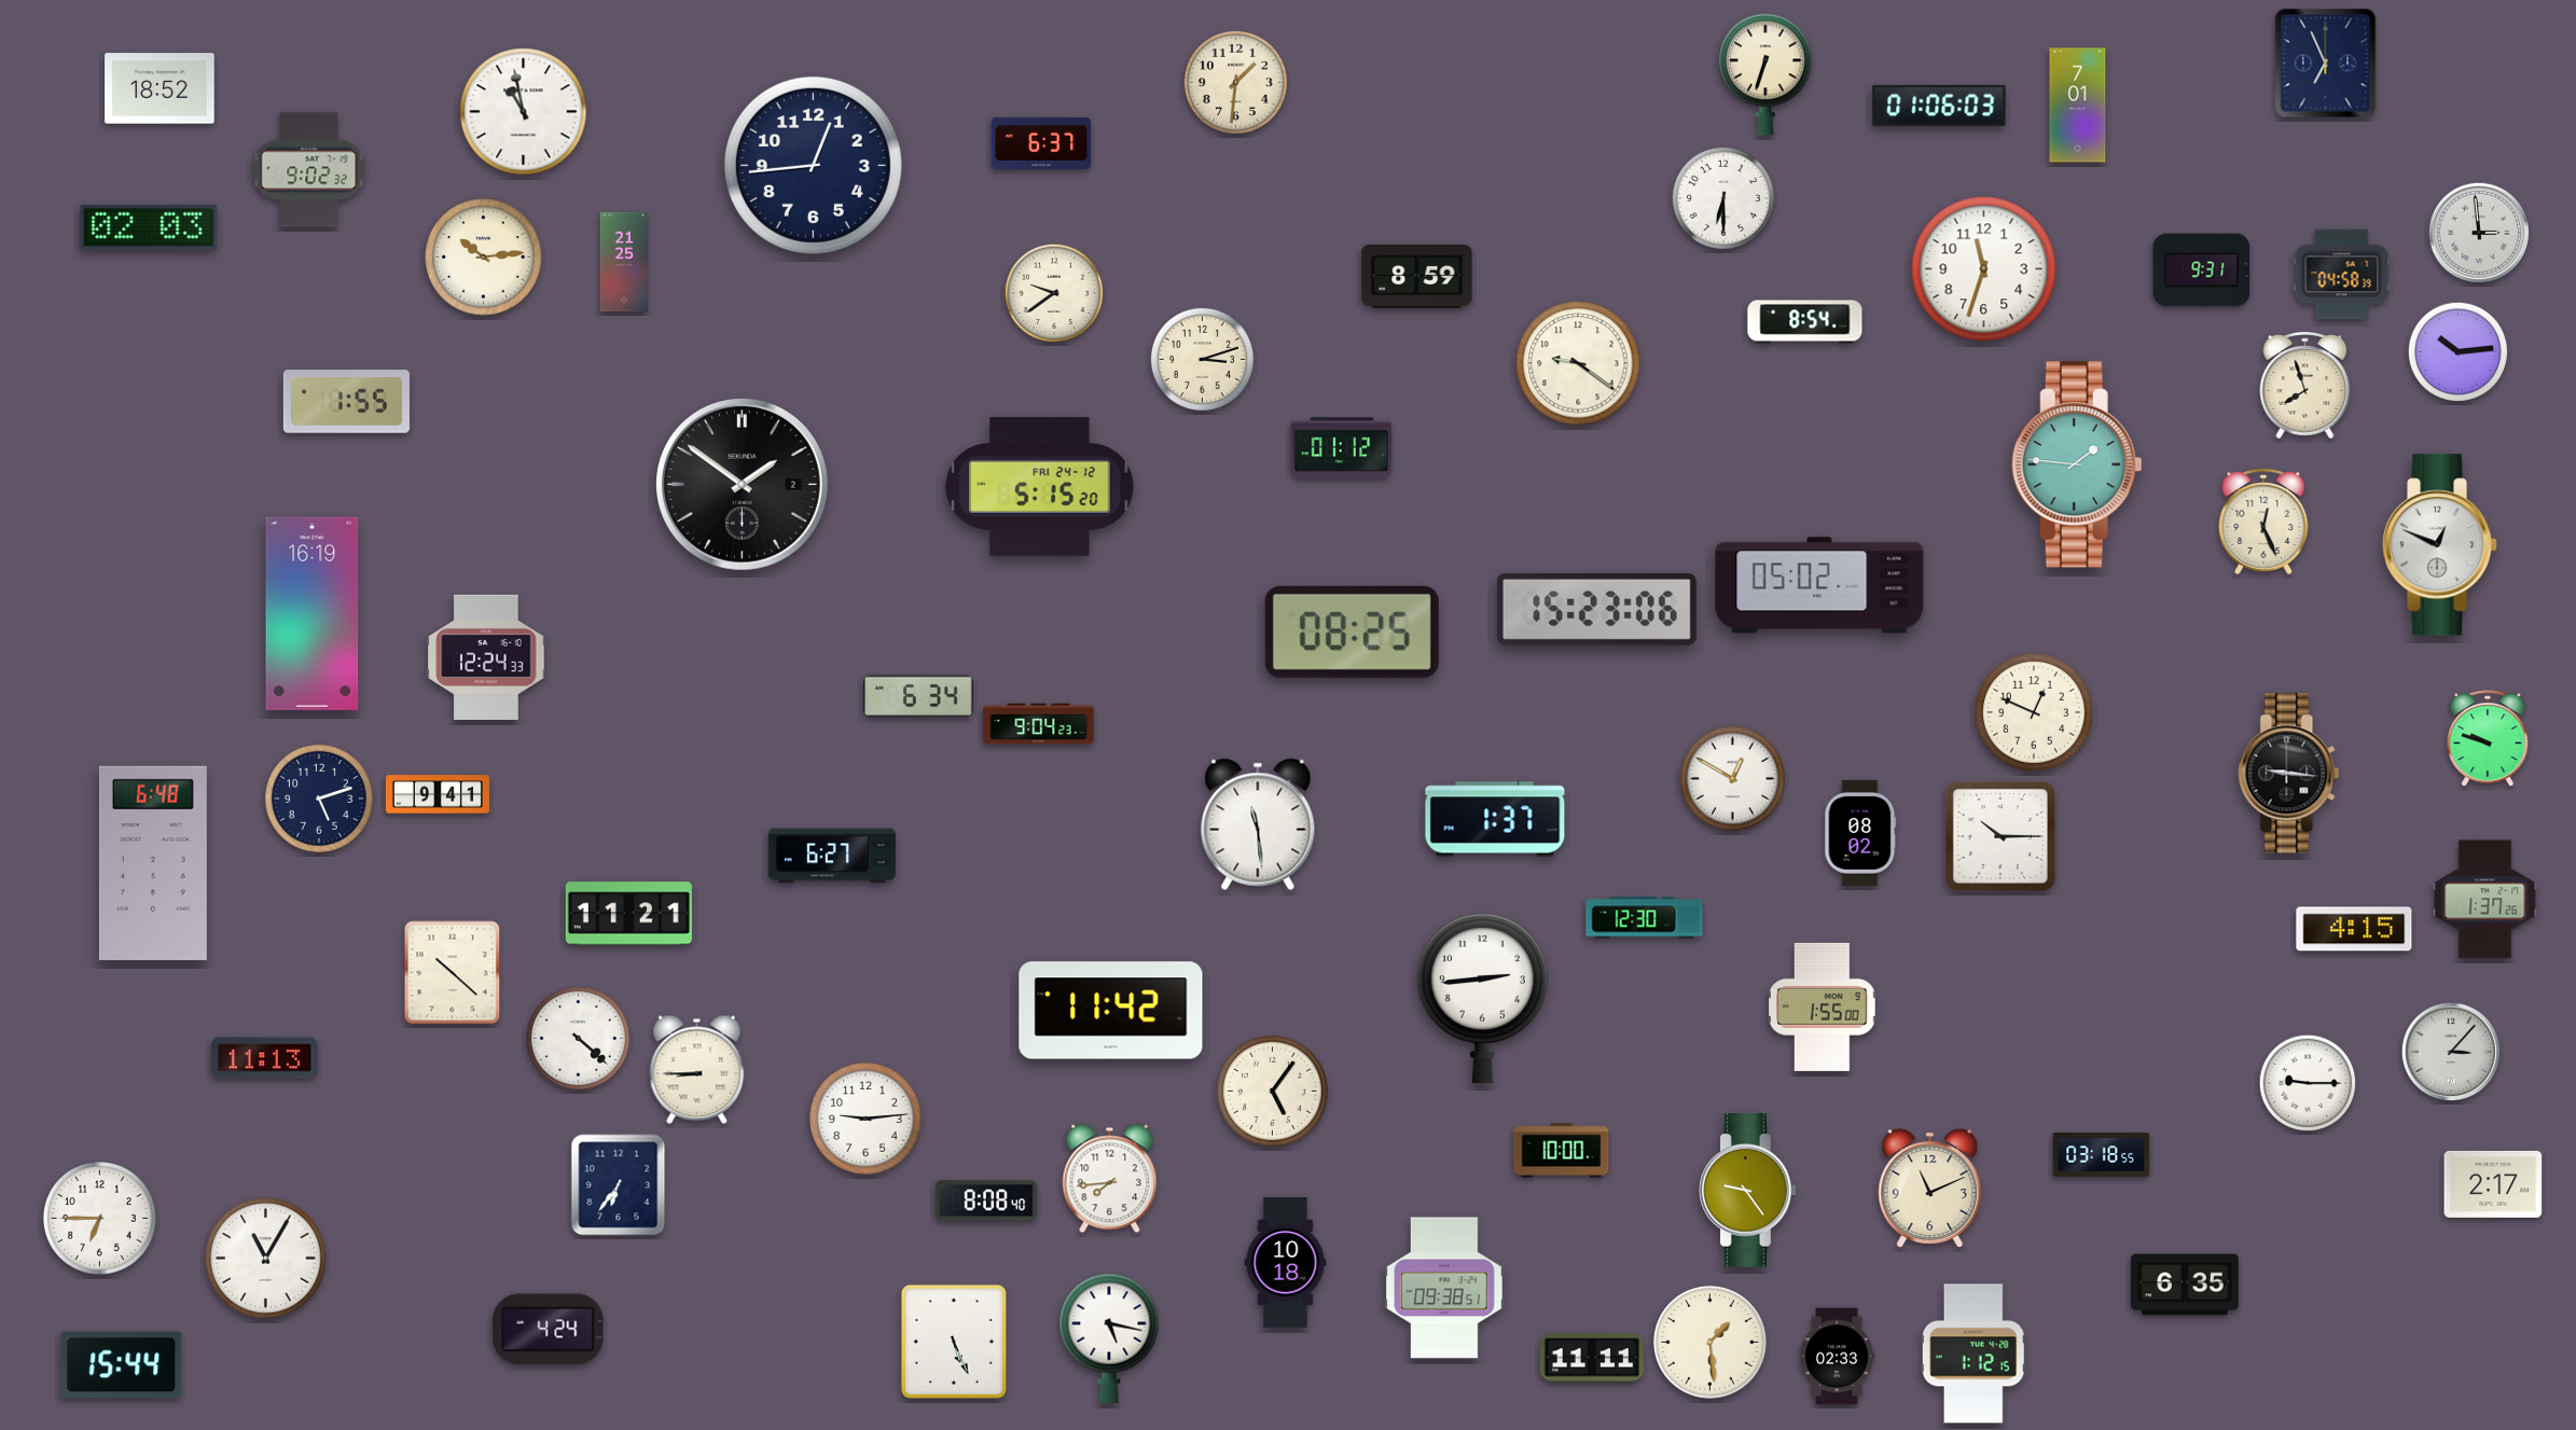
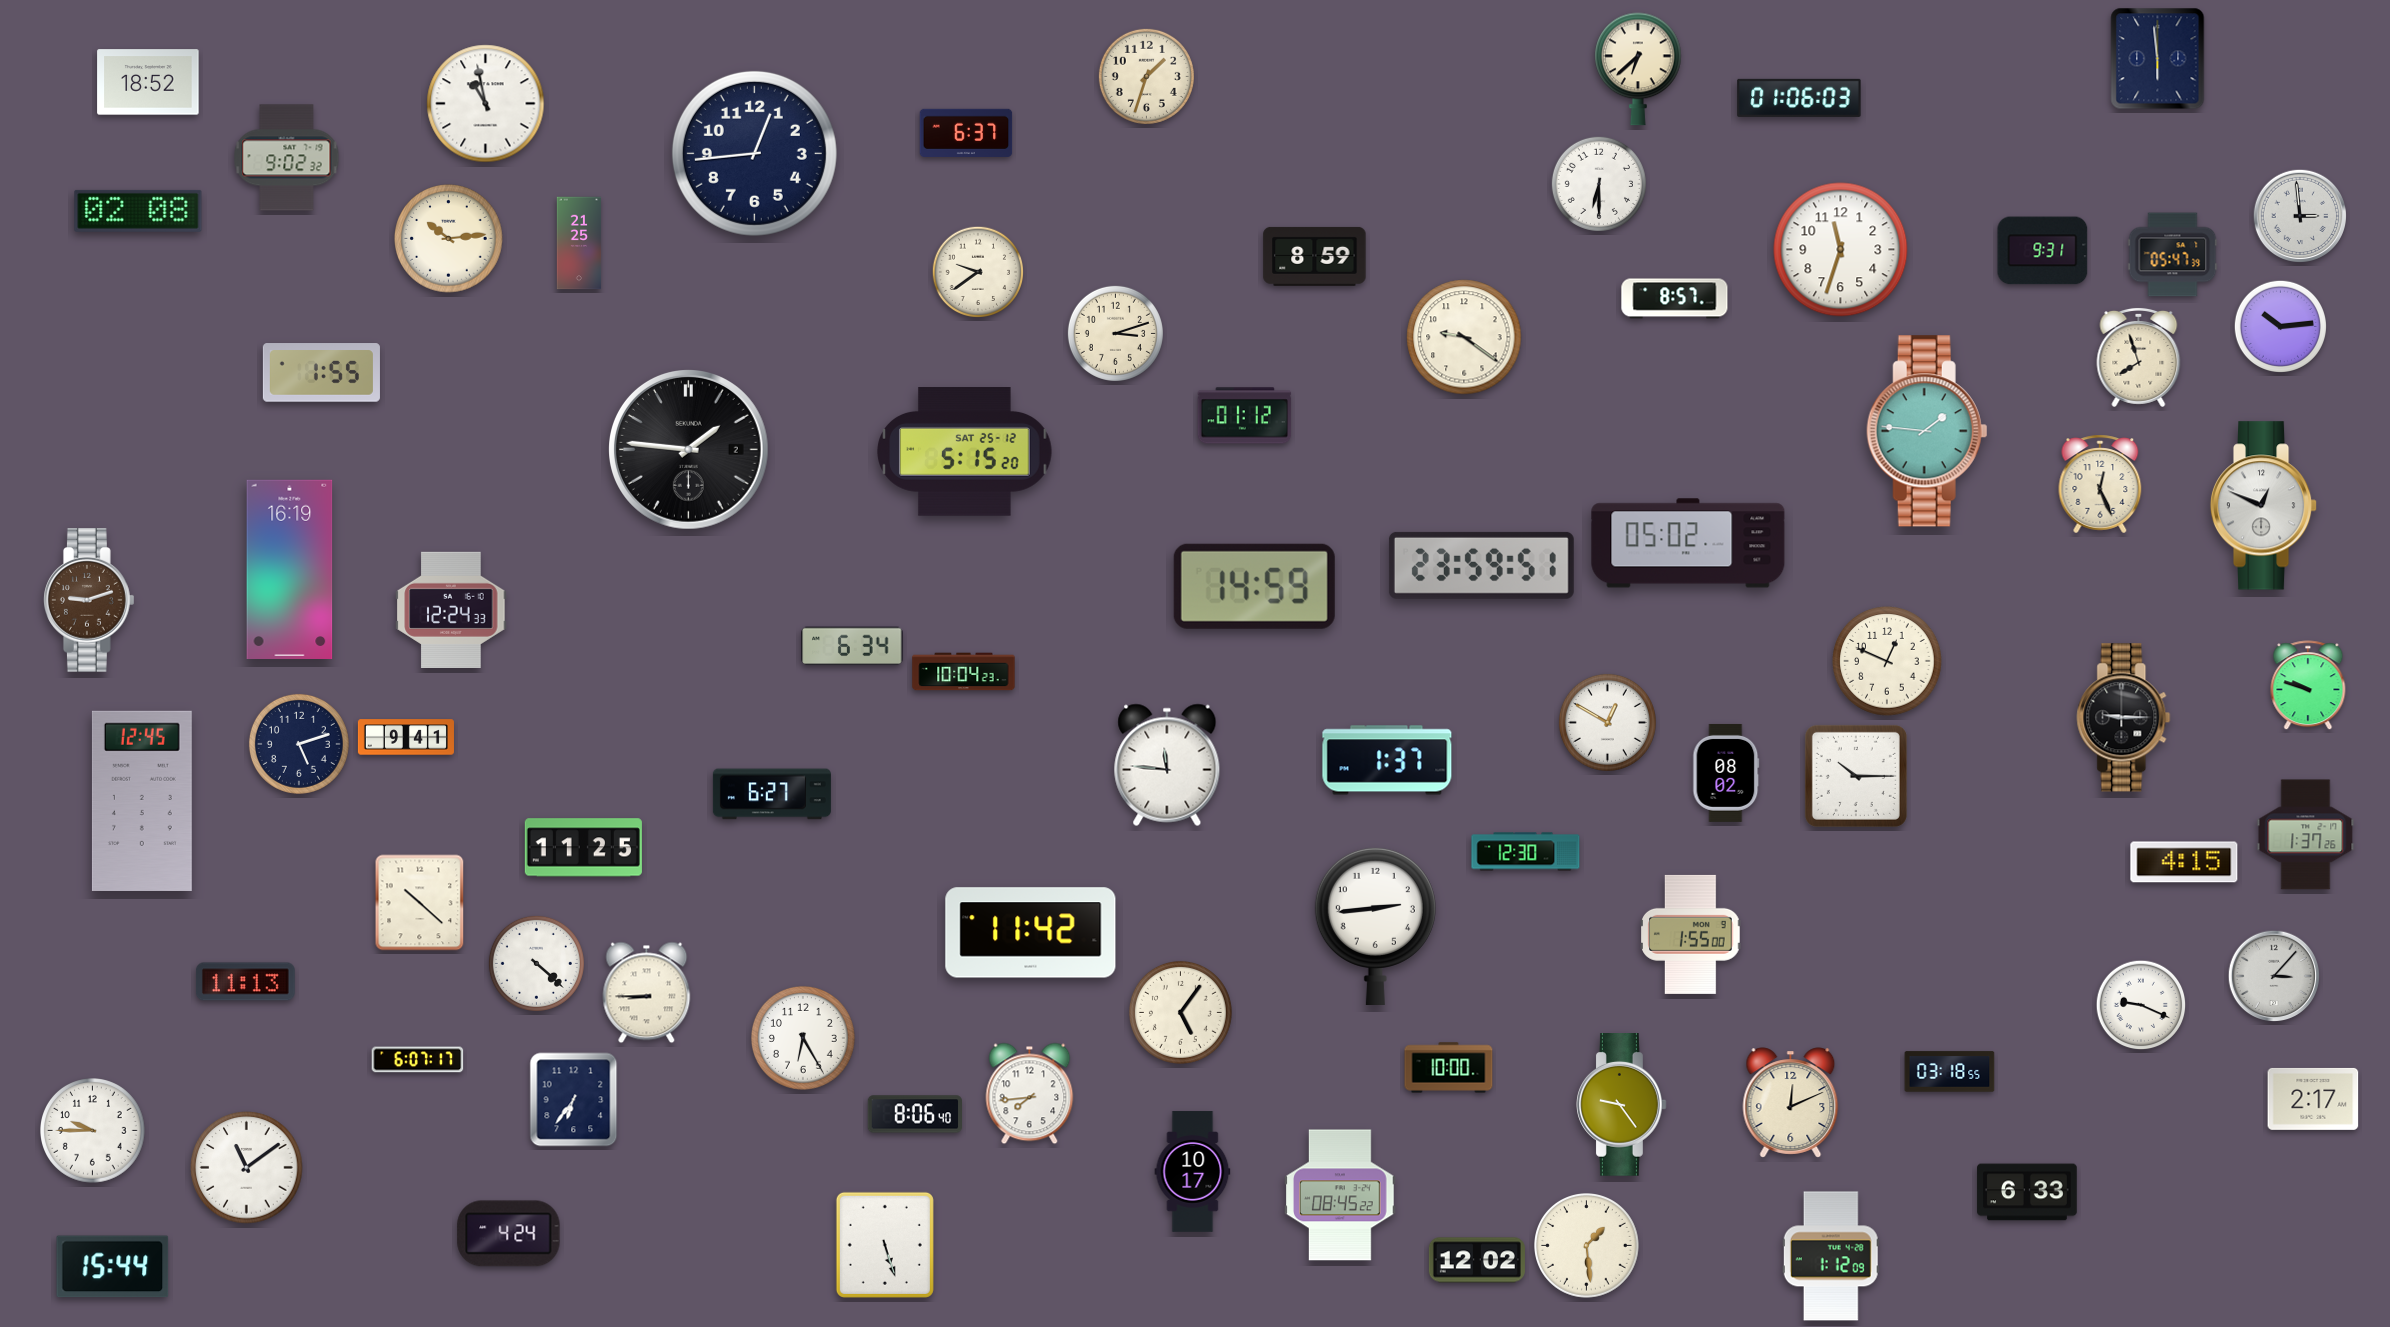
clock at (2326, 64): 6:56 -> 5:59
clock at (1765, 74): 6:33 -> 6:38
clock at (1235, 82): 1:31 -> 1:33
clock at (2078, 106): 7:01 -> none
clock at (149, 227): 02:03 -> 02:08
clock at (2342, 275): 04:58 -> 05:47
clock at (1805, 322): 8:54 -> 8:57
clock at (743, 485): 1:51 -> 1:46
clock at (1040, 487) date: FRI 24-12 -> SAT 25-12
clock at (1596, 609): 15:23 -> 23:59
clock at (1352, 631): 08:25 -> 14:59
clock at (90, 600): none -> 9:12
clock at (1039, 724): 9:04 -> 10:04
clock at (2289, 774): 9:16 -> 9:15
clock at (319, 799) position: (319, 799) -> (299, 744)
clock at (1258, 824): 11:29 -> 11:46
clock at (153, 863): 6:48 -> 12:45
clock at (628, 914): 11:21 -> 11:25
clock at (1111, 1011) position: (1111, 1011) -> (1031, 933)
clock at (2308, 1083): 9:15 -> 9:19
clock at (865, 1119): 9:14 -> 6:25
clock at (418, 1060): none -> 6:07
clock at (1930, 1189): 11:11 -> 12:11
clock at (986, 1200): 8:08 -> 8:06
clock at (100, 1219): 6:45 -> 9:45
clock at (266, 1259): 11:05 -> 11:09
clock at (1286, 1263): 10:18 -> 10:17
clock at (2185, 1285): 6:35 -> 6:33
clock at (1445, 1288): 09:38 -> 08:45
clock at (1109, 1338): 5:17 -> none
clock at (954, 1342): 5:26 -> 5:27
clock at (1973, 1353): 1:12:15 -> 1:12:09
clock at (1837, 1357): 02:33 -> none
clock at (1592, 1358): 11:11 -> 12:02
